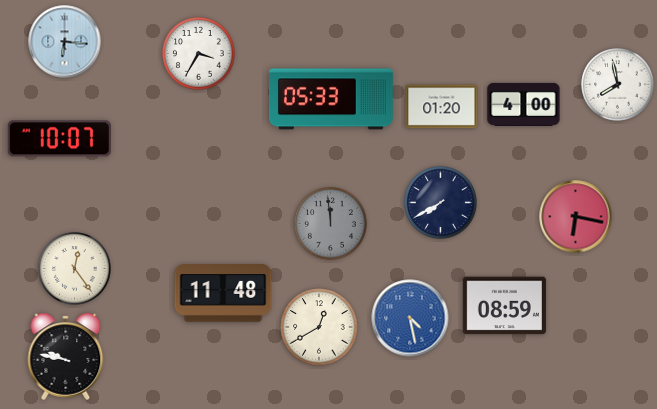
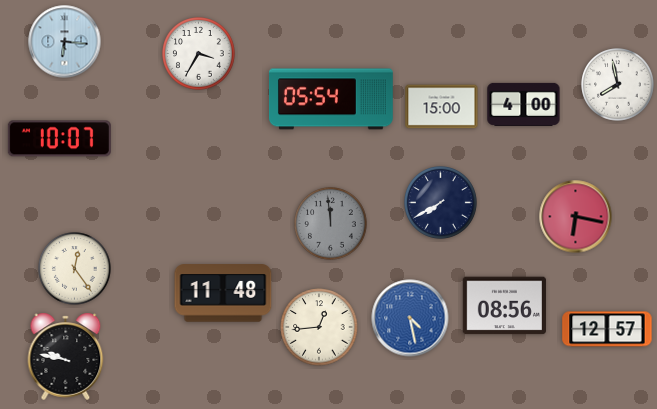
clock at (332, 99): 05:33 -> 05:54
clock at (442, 107): 01:20 -> 15:00
clock at (504, 306): 08:59 -> 08:56
clock at (319, 327): 12:40 -> 12:44
clock at (607, 329): none -> 12:57
